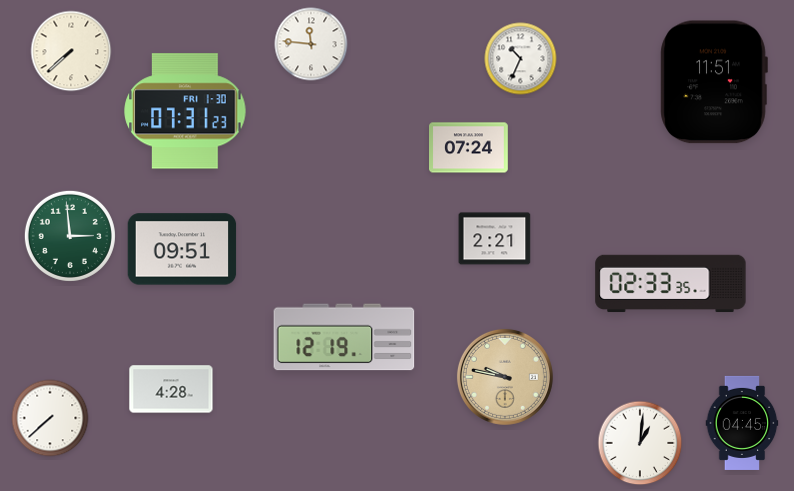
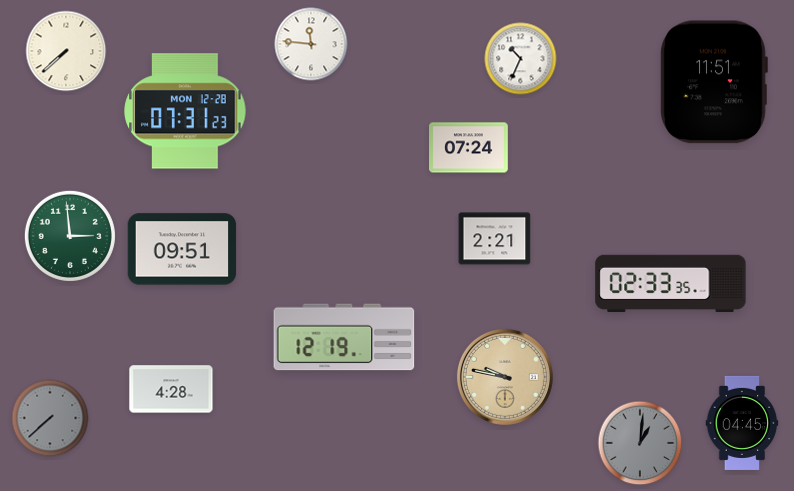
clock at (71, 51) position: (71, 51) -> (66, 51)
clock at (185, 111) date: FRI 1-30 -> MON 12-28
clock at (50, 418) dial: white -> grey
clock at (640, 443) dial: white -> grey
